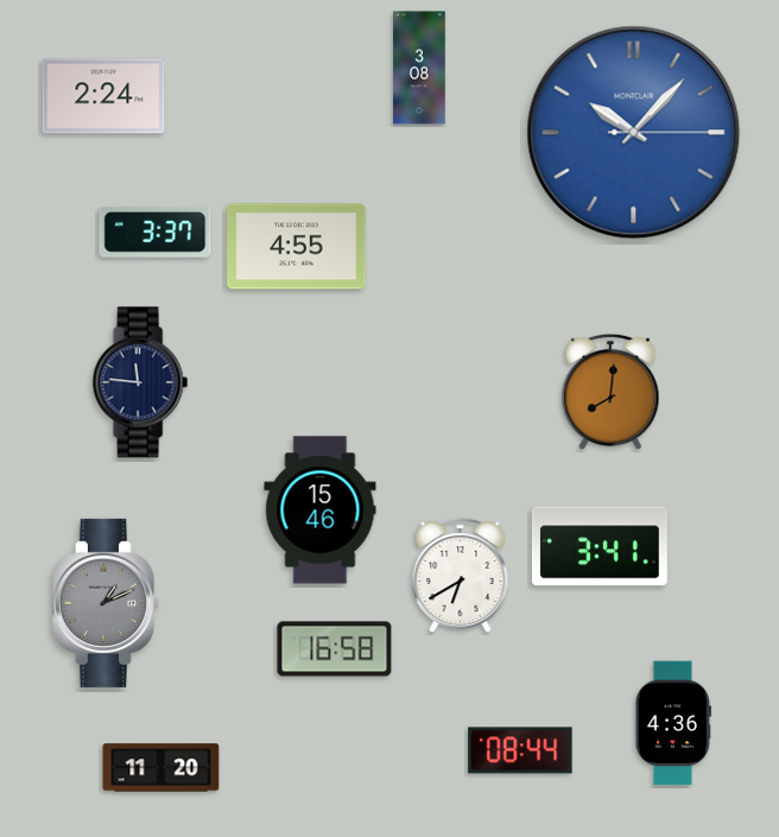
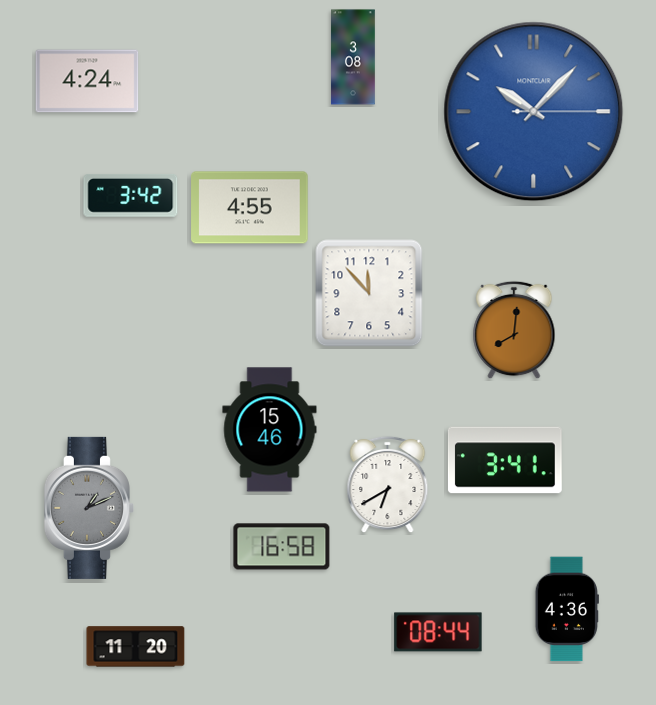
clock at (103, 96): 2:24 -> 4:24
clock at (156, 232): 3:37 -> 3:42
clock at (369, 293): none -> 11:53
clock at (140, 382): 11:46 -> none
